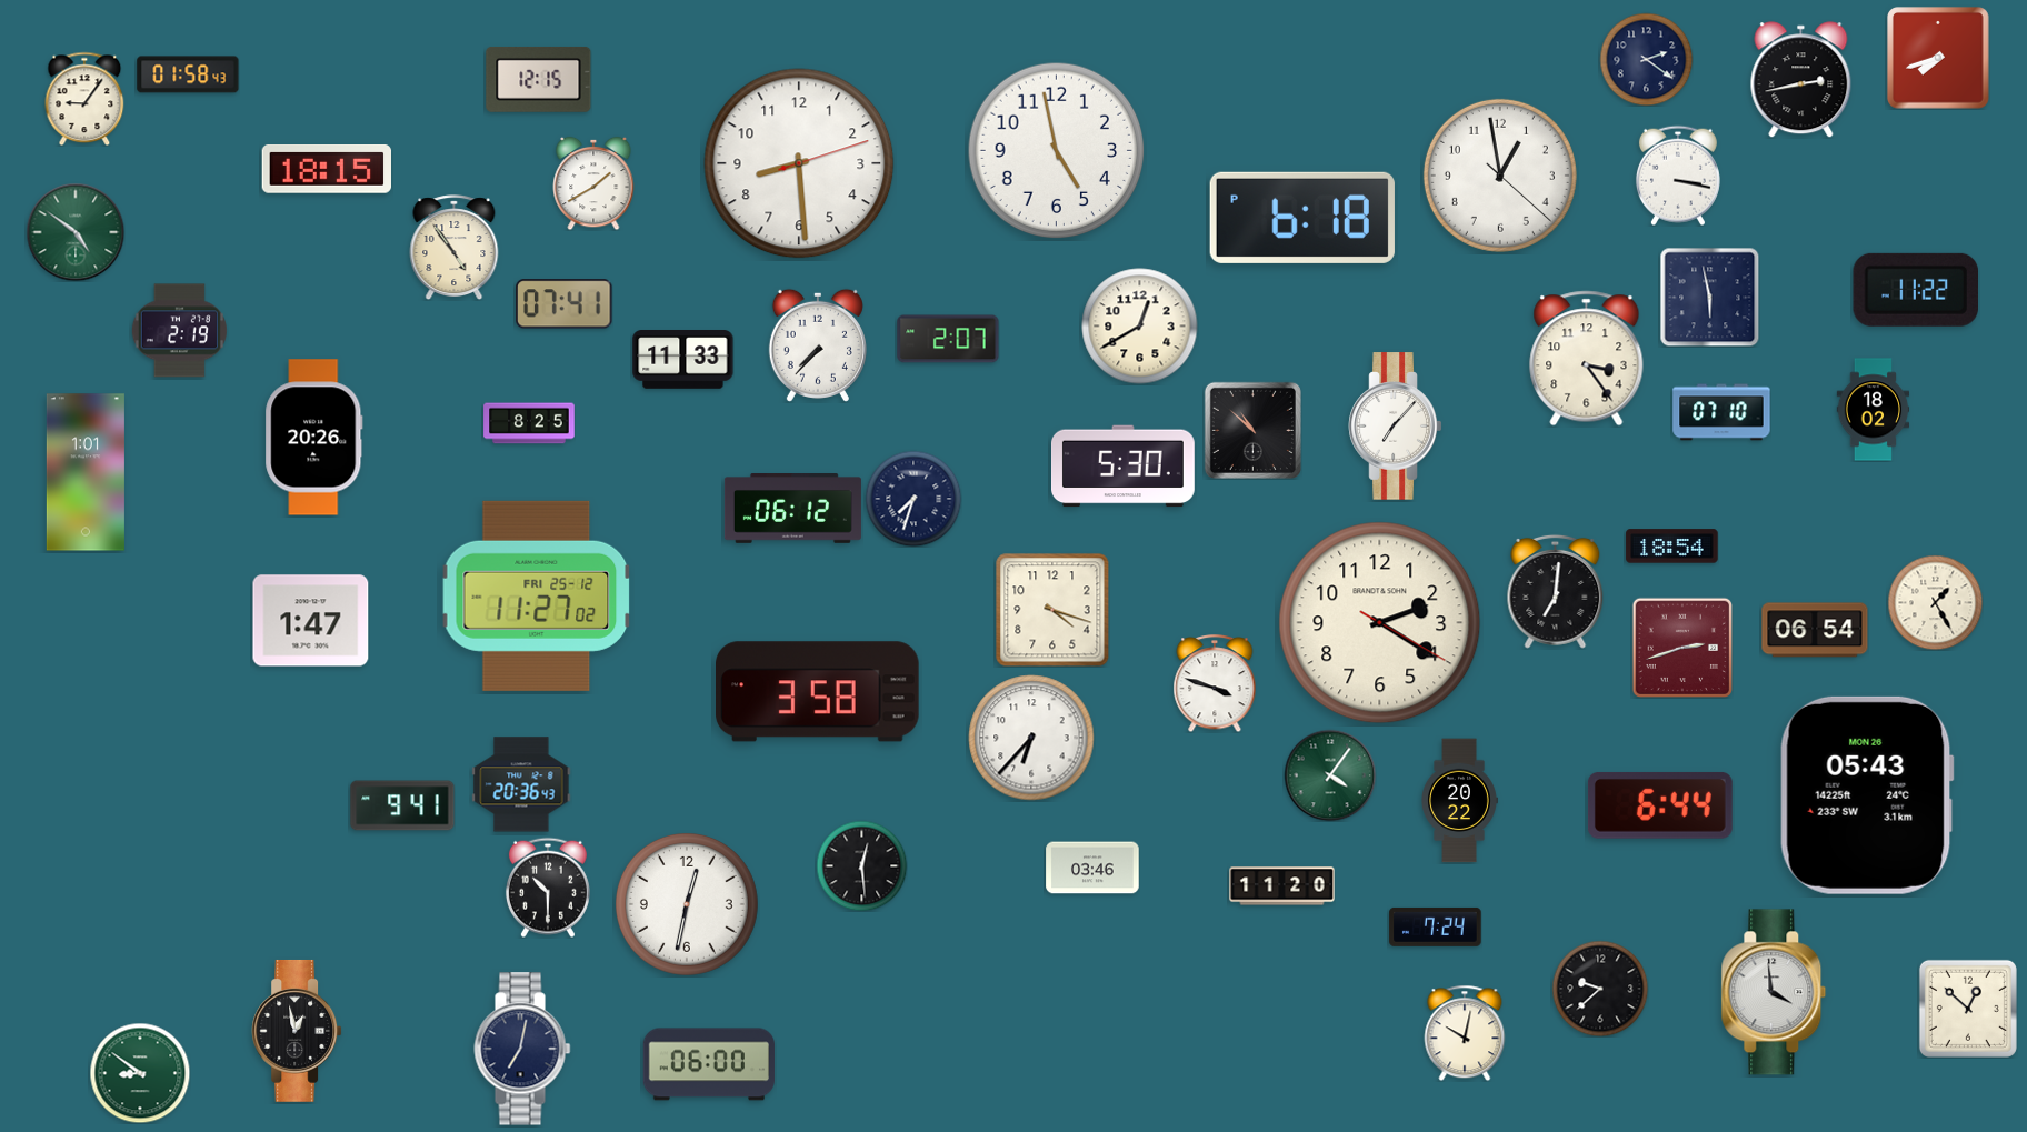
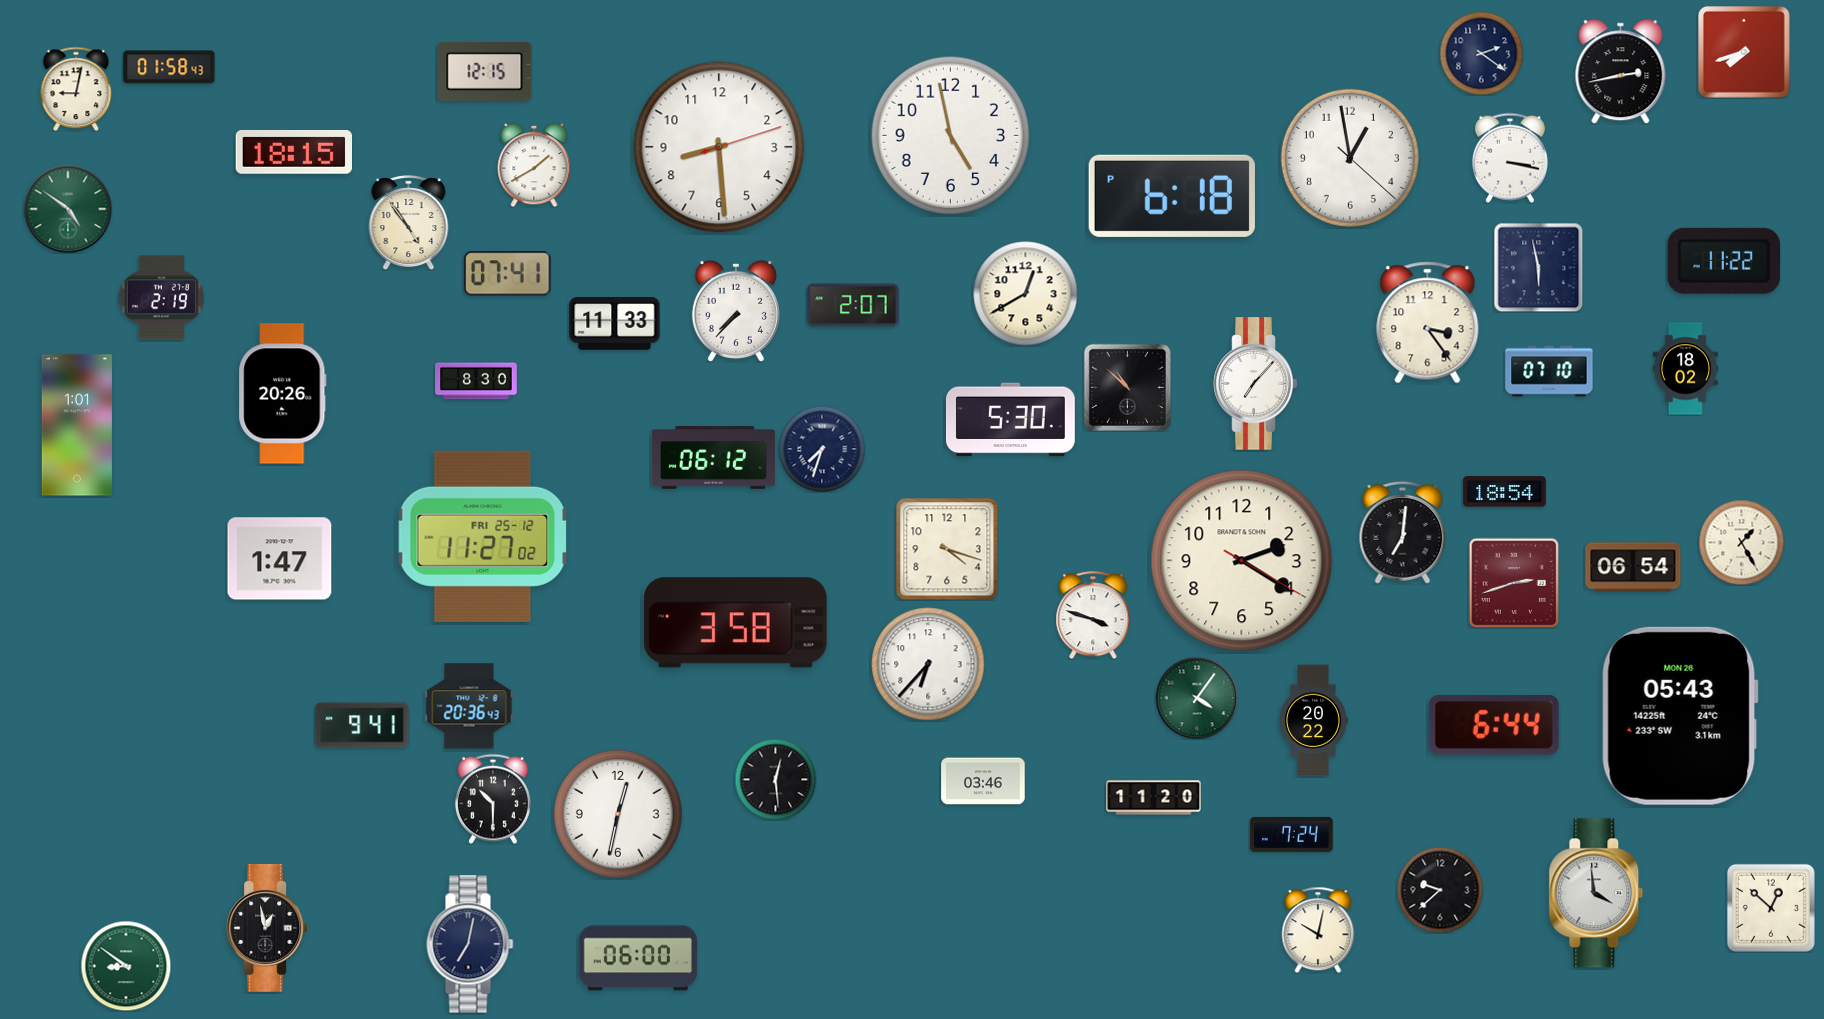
clock at (84, 99): 9:06 -> 9:02
clock at (529, 423): 8:25 -> 8:30
clock at (1556, 591) position: (1556, 591) -> (1403, 532)
